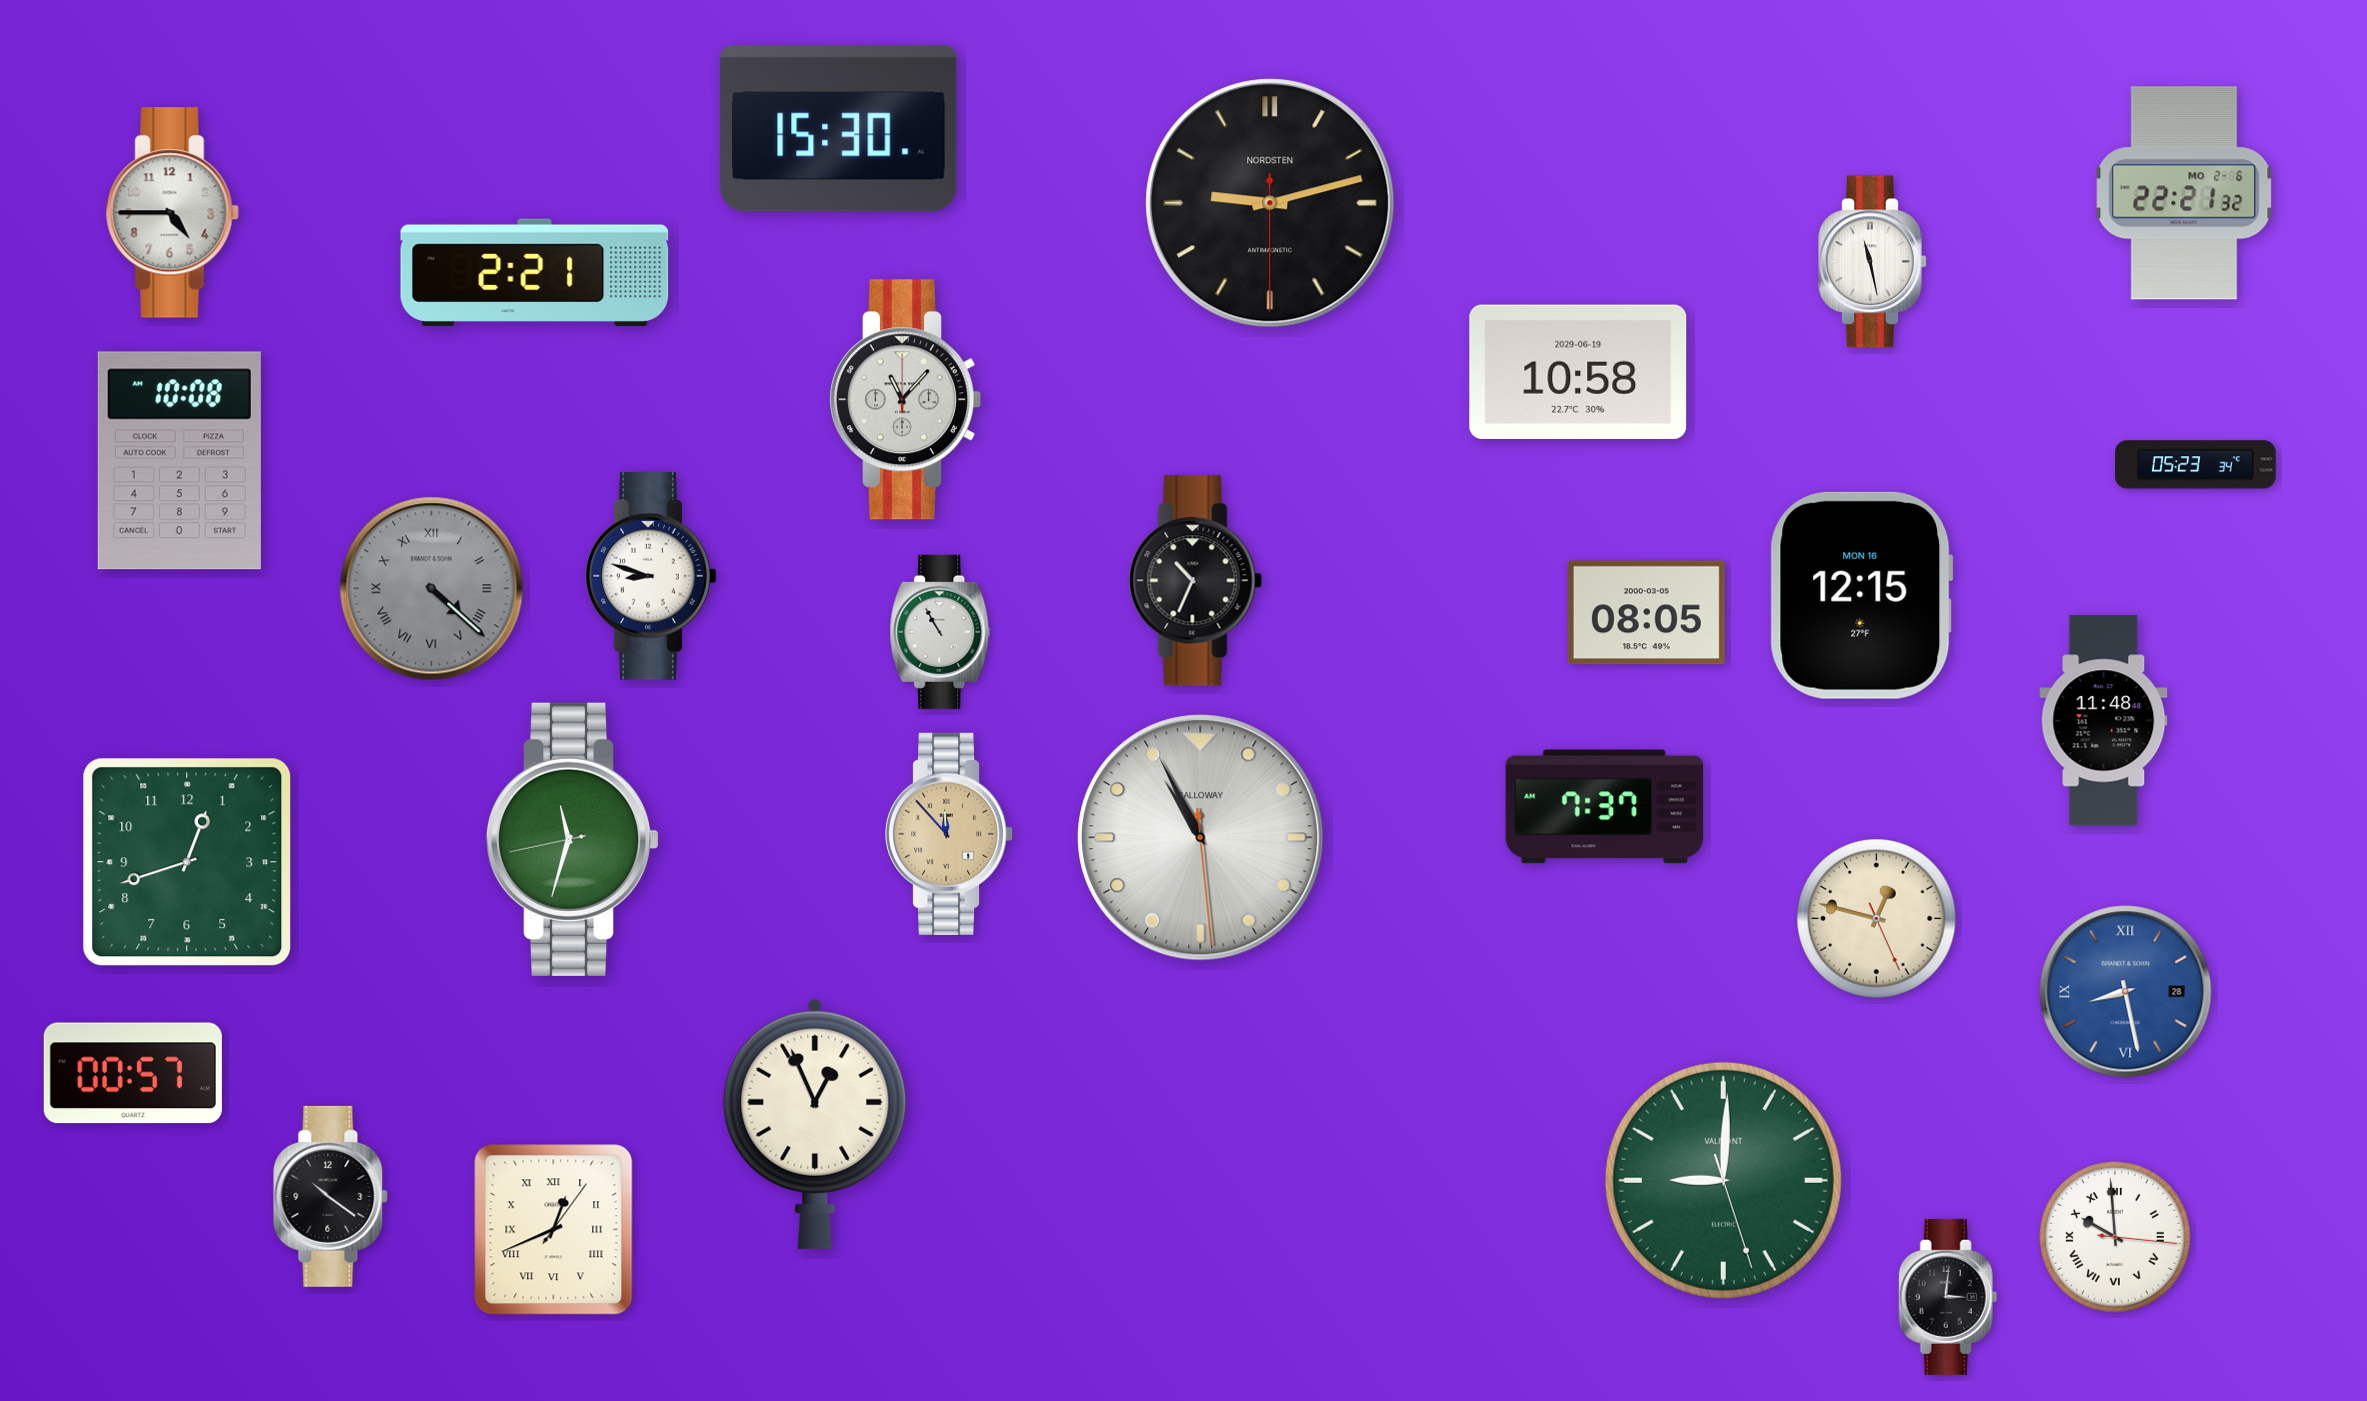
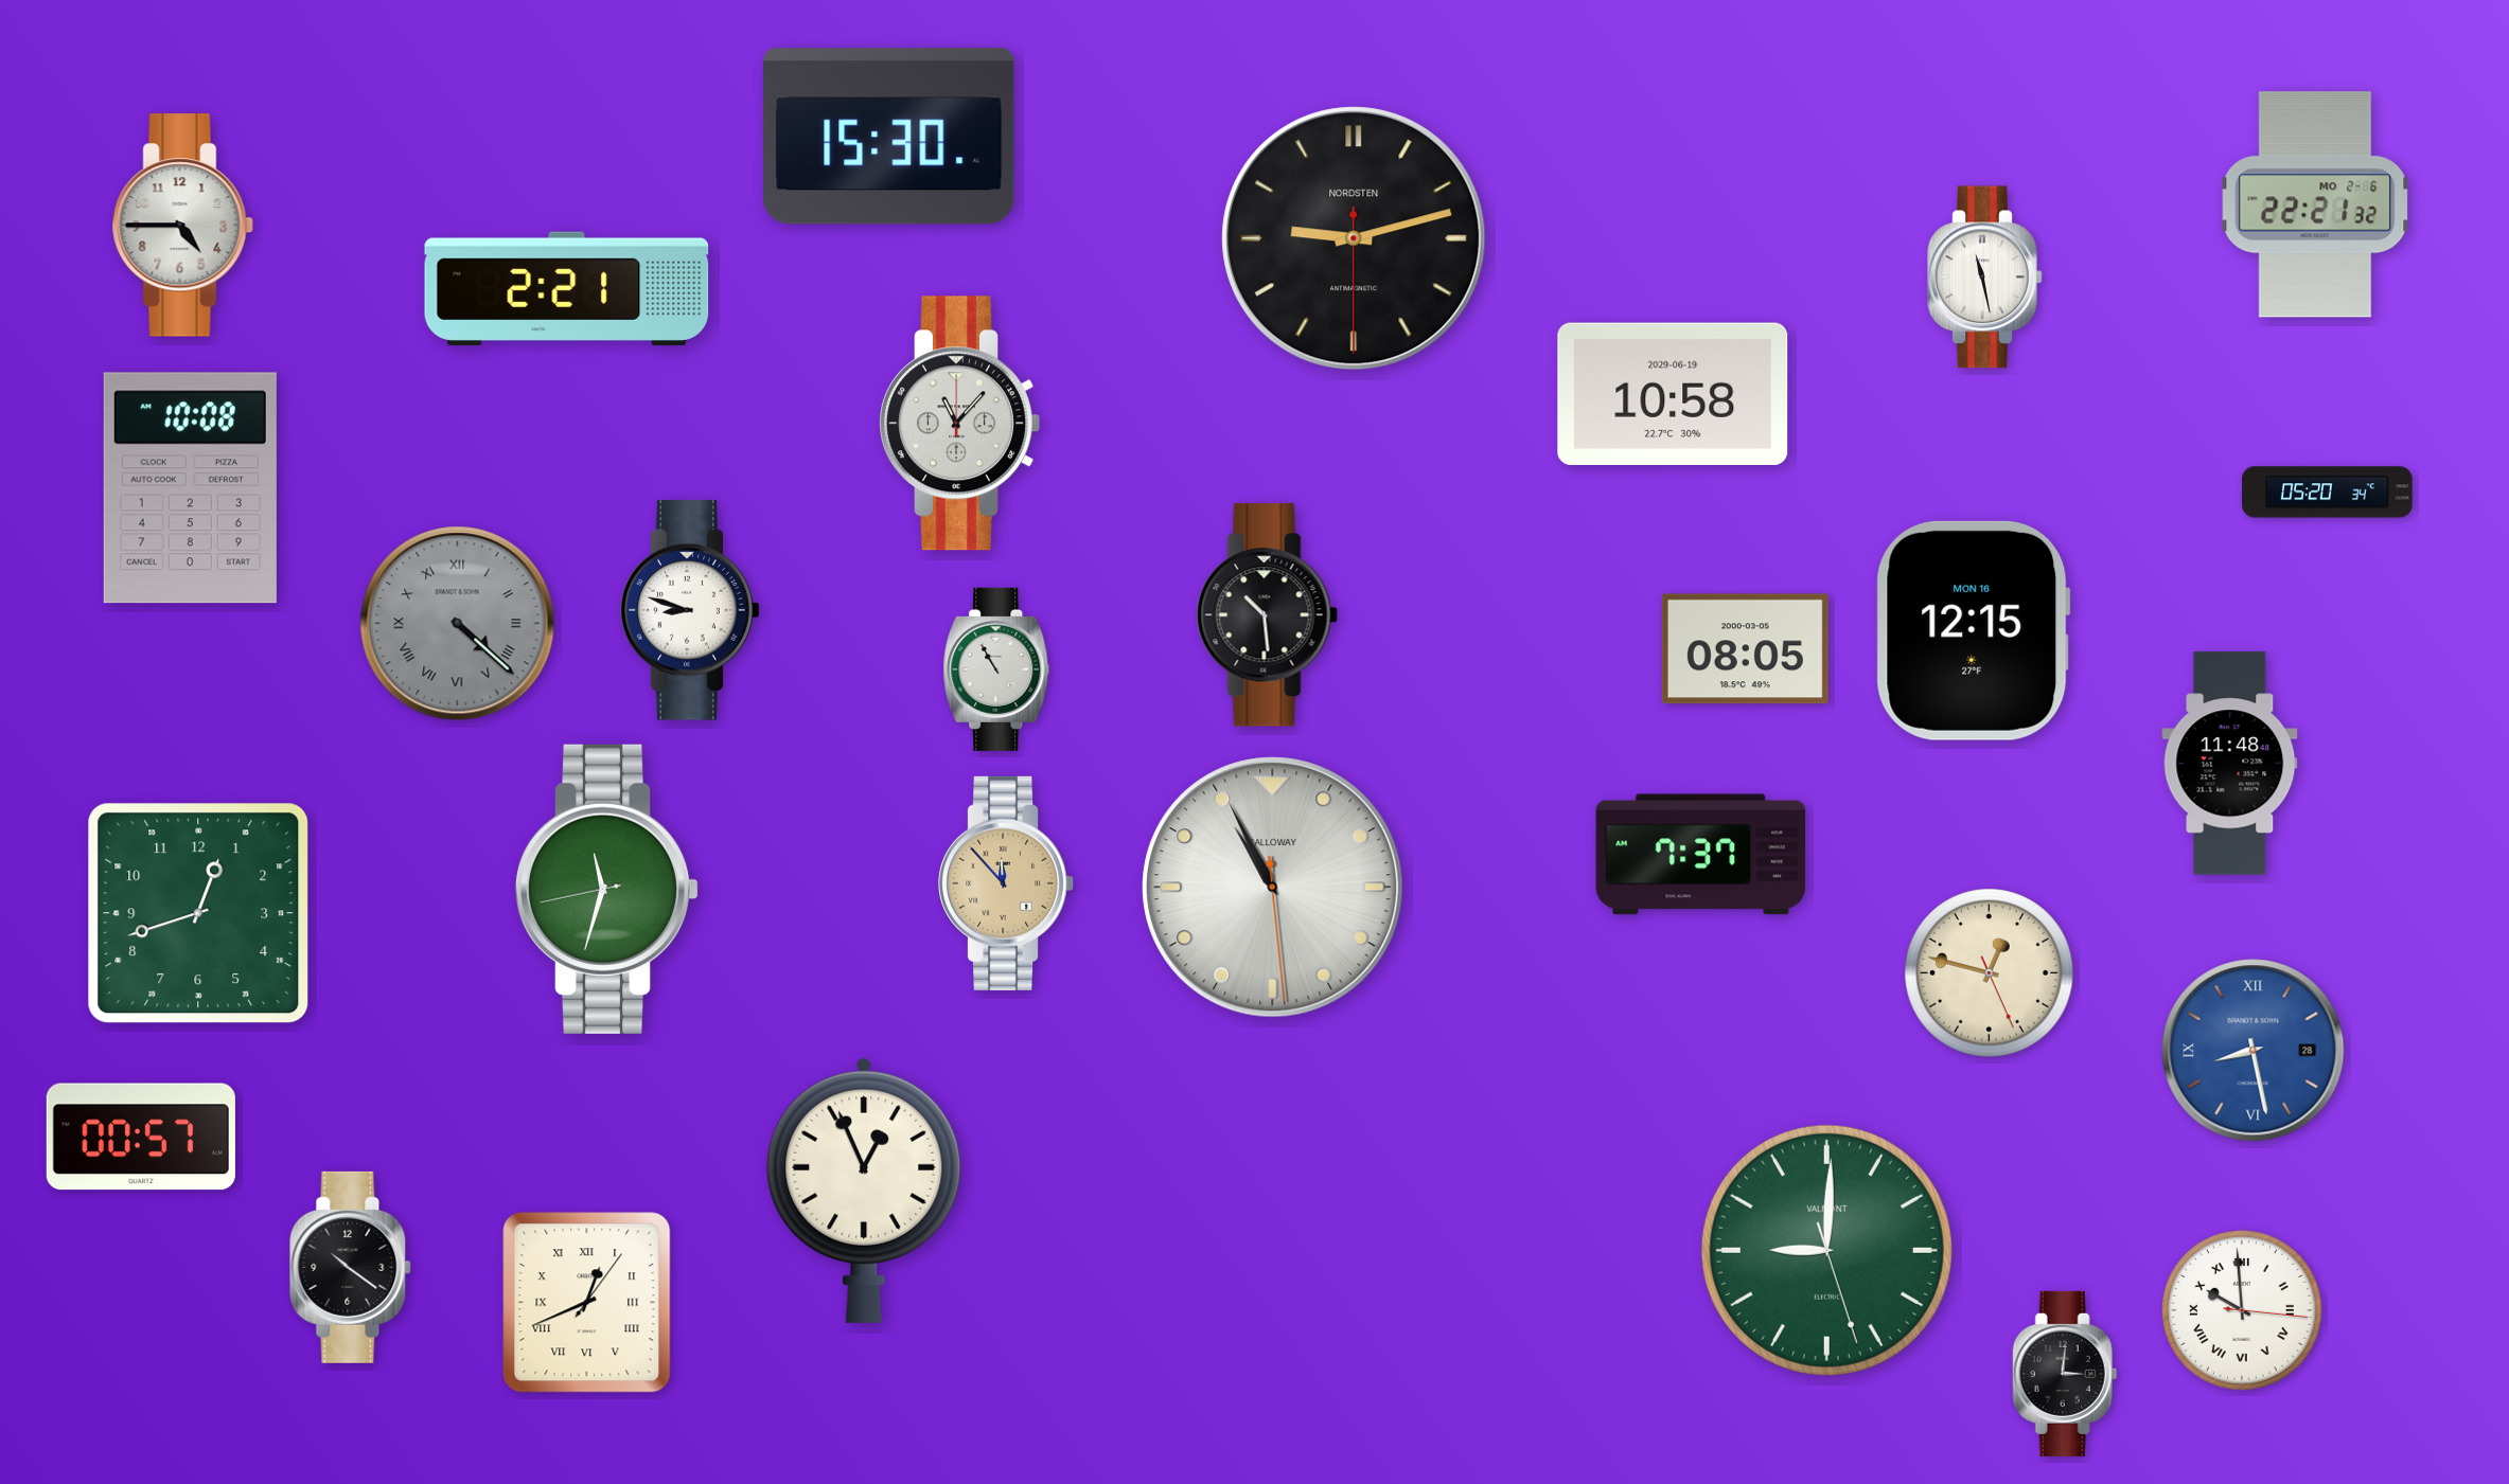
clock at (1270, 203) position: (1270, 203) -> (1354, 238)
clock at (2196, 465): 05:23 -> 05:20
clock at (1195, 581): 10:34 -> 10:29
